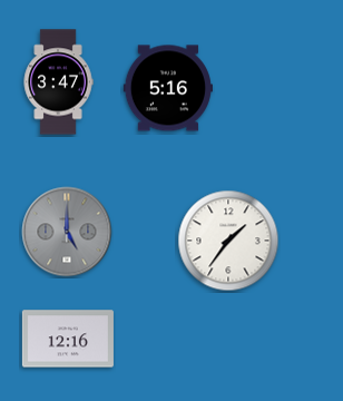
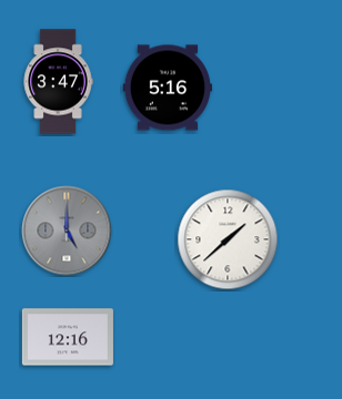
clock at (228, 241): 1:36 -> 1:38
